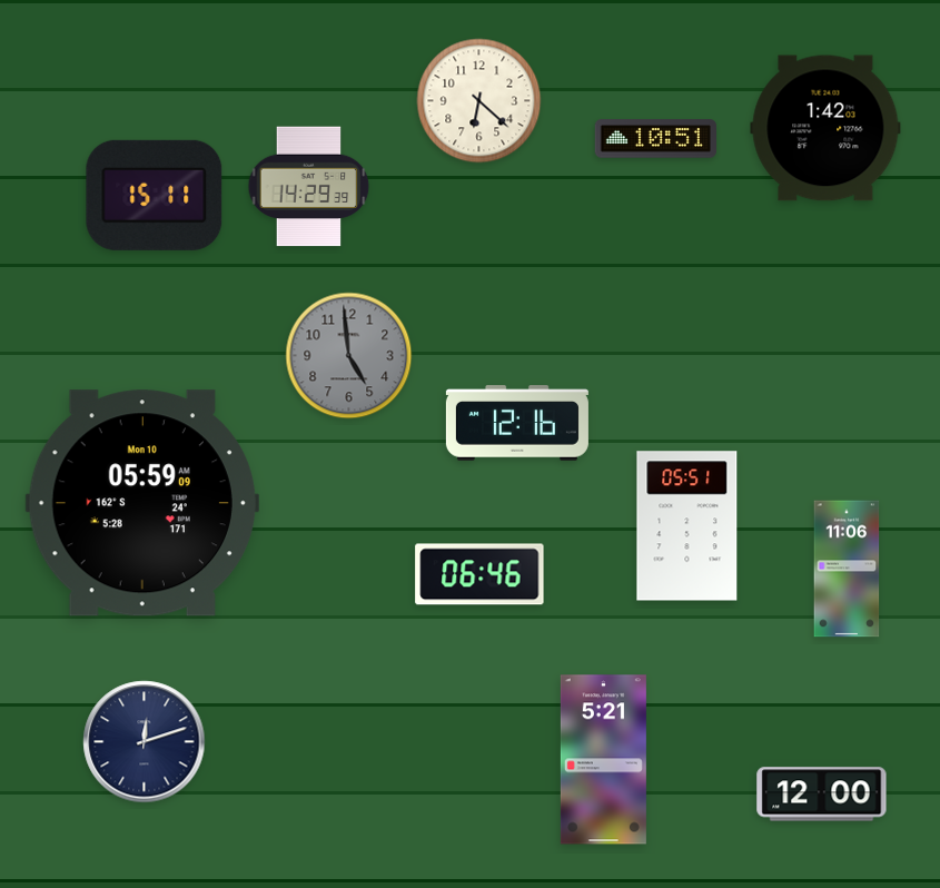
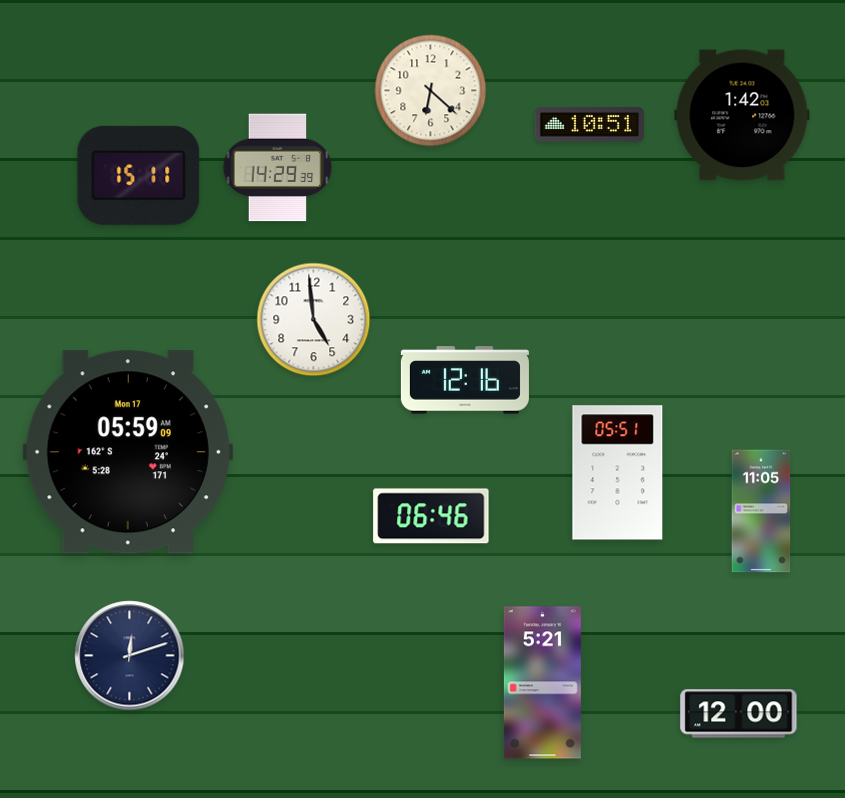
clock at (349, 356) dial: grey -> white
clock at (142, 503) date: Mon 10 -> Mon 17
clock at (847, 569): 11:06 -> 11:05
clock at (145, 742) position: (145, 742) -> (130, 656)
